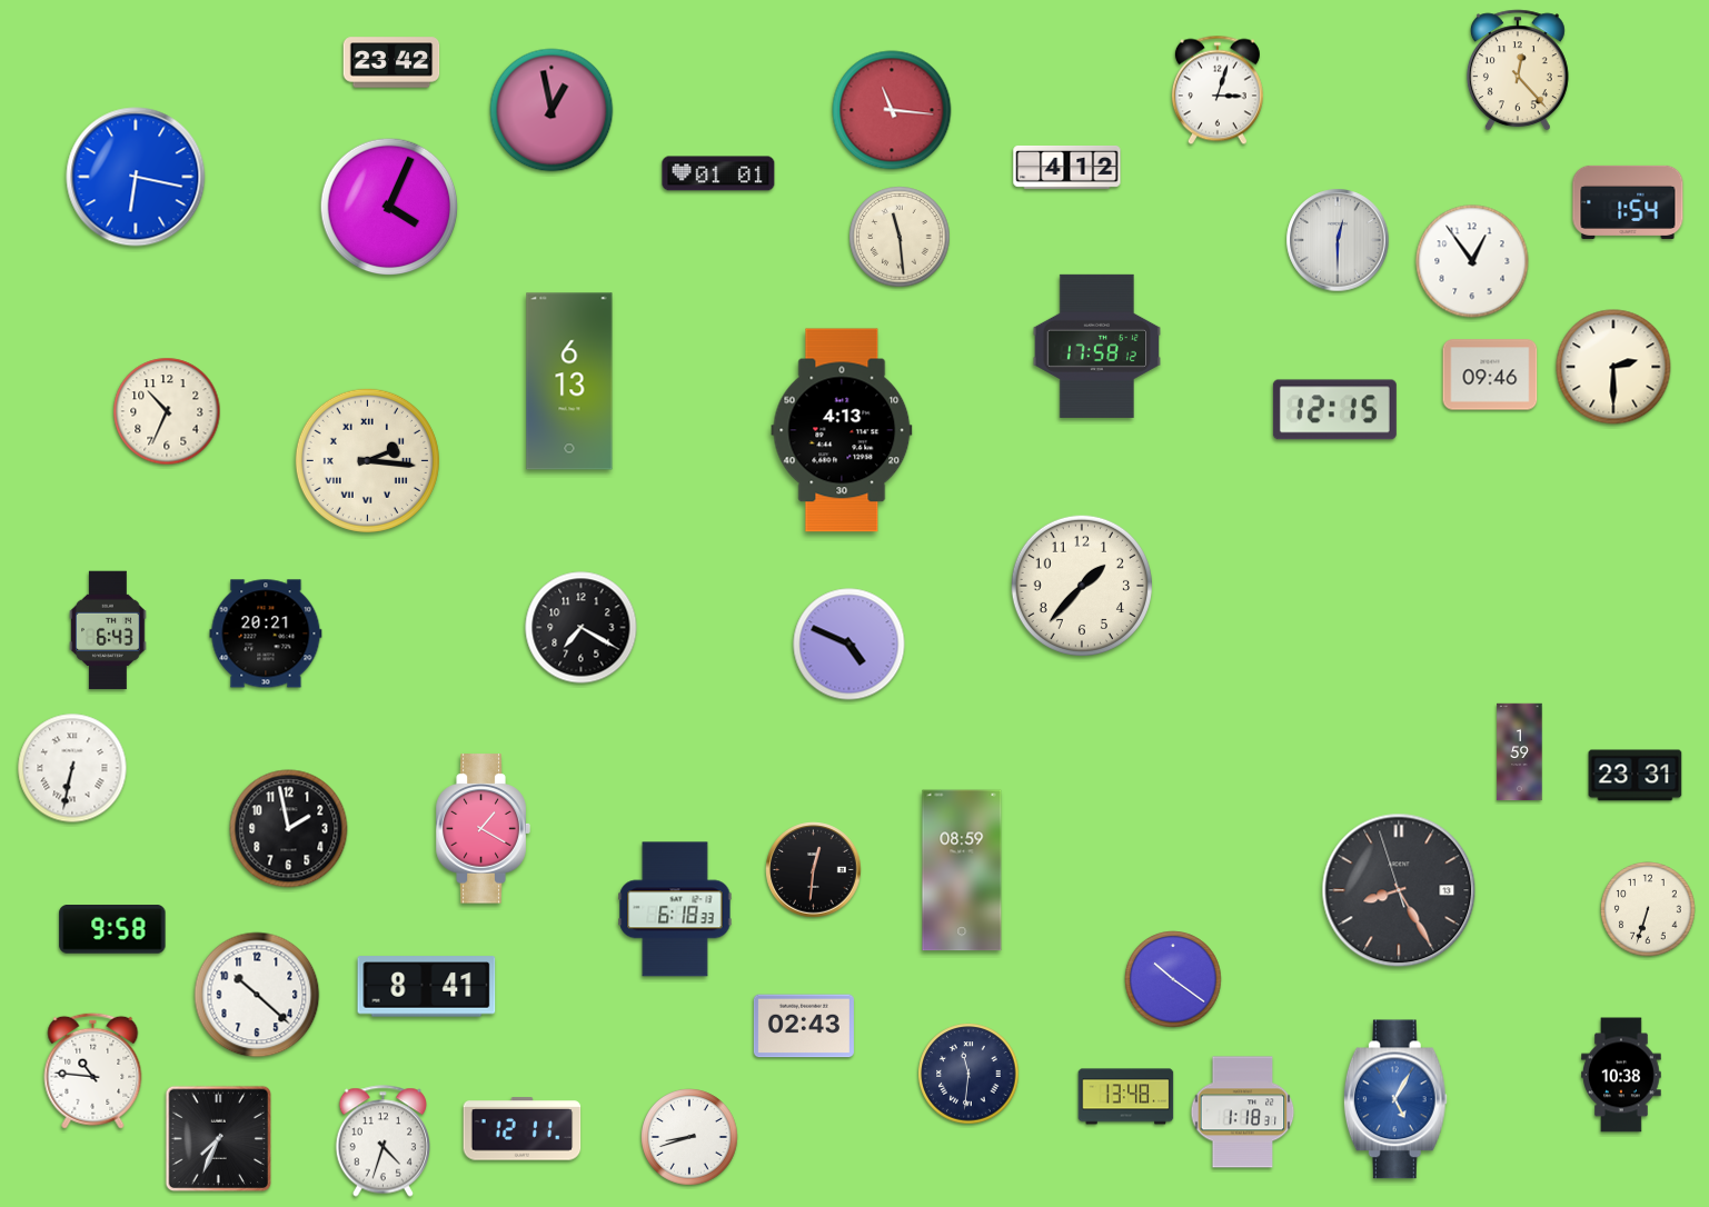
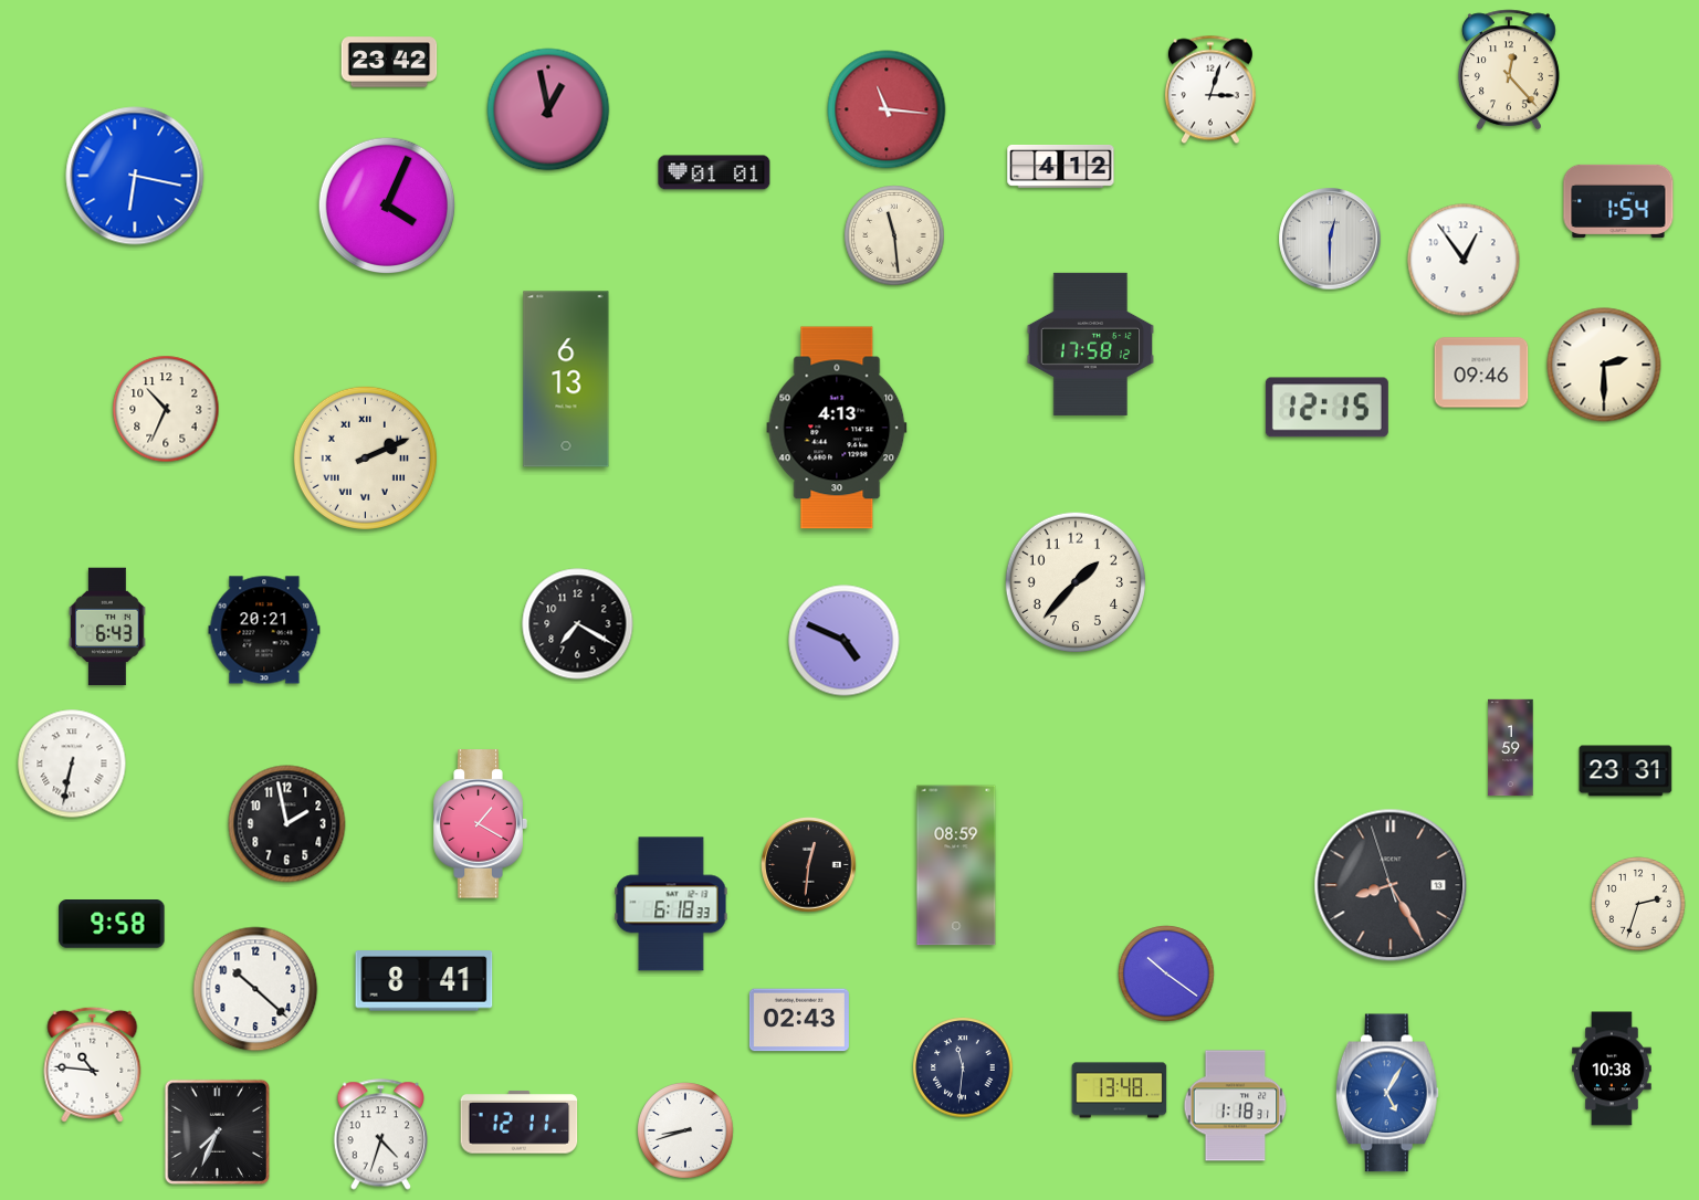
clock at (367, 460): 2:16 -> 2:11
clock at (1649, 910): 6:33 -> 2:33
